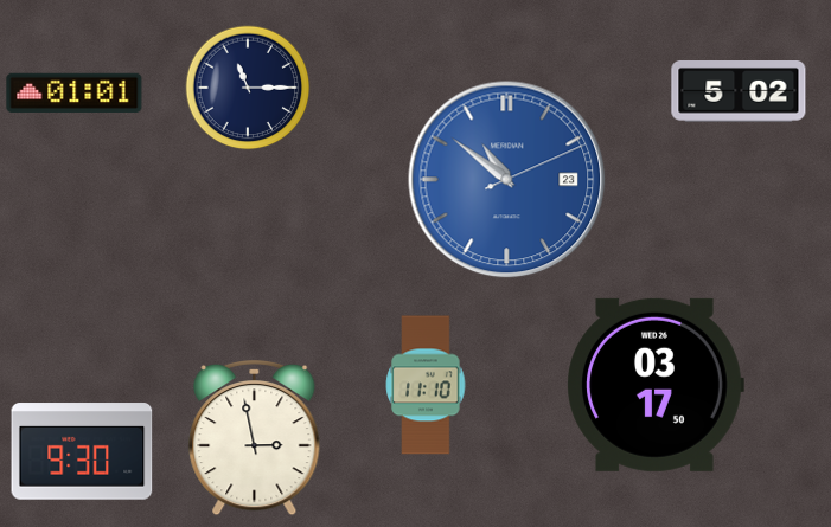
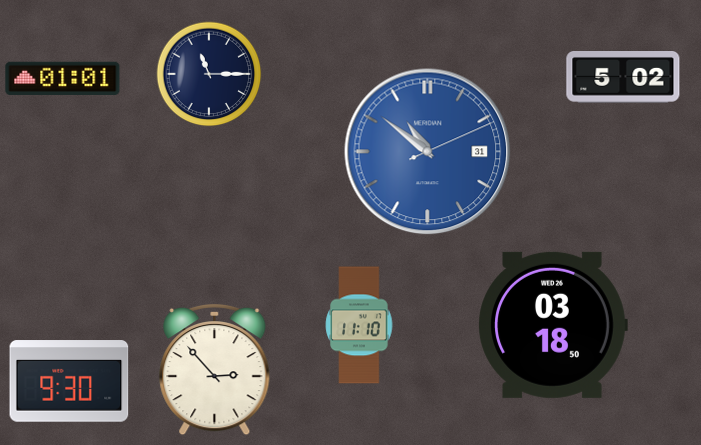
clock at (507, 180) date: 23 -> 31
clock at (656, 385): 03:17 -> 03:18
clock at (255, 438): 2:58 -> 2:53
